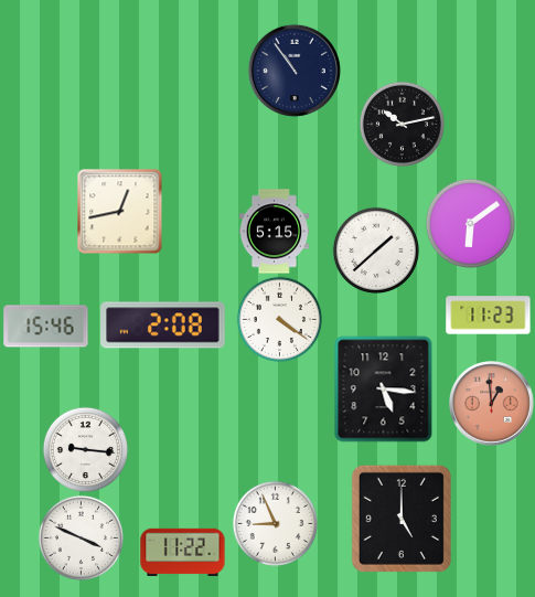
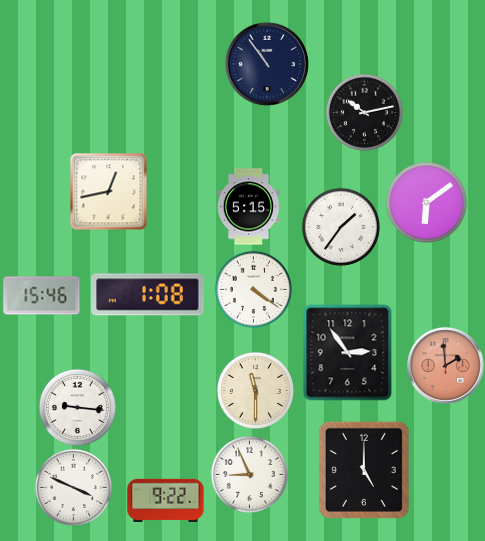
clock at (275, 232) position: (275, 232) -> (249, 207)
clock at (376, 250): 1:38 -> 1:36
clock at (489, 316): 11:23 -> none
clock at (163, 326): 2:08 -> 1:08
clock at (384, 390): 5:16 -> 2:54
clock at (492, 404): 12:59 -> 1:59
clock at (255, 390): none -> 11:30
clock at (183, 552): 11:22 -> 9:22
